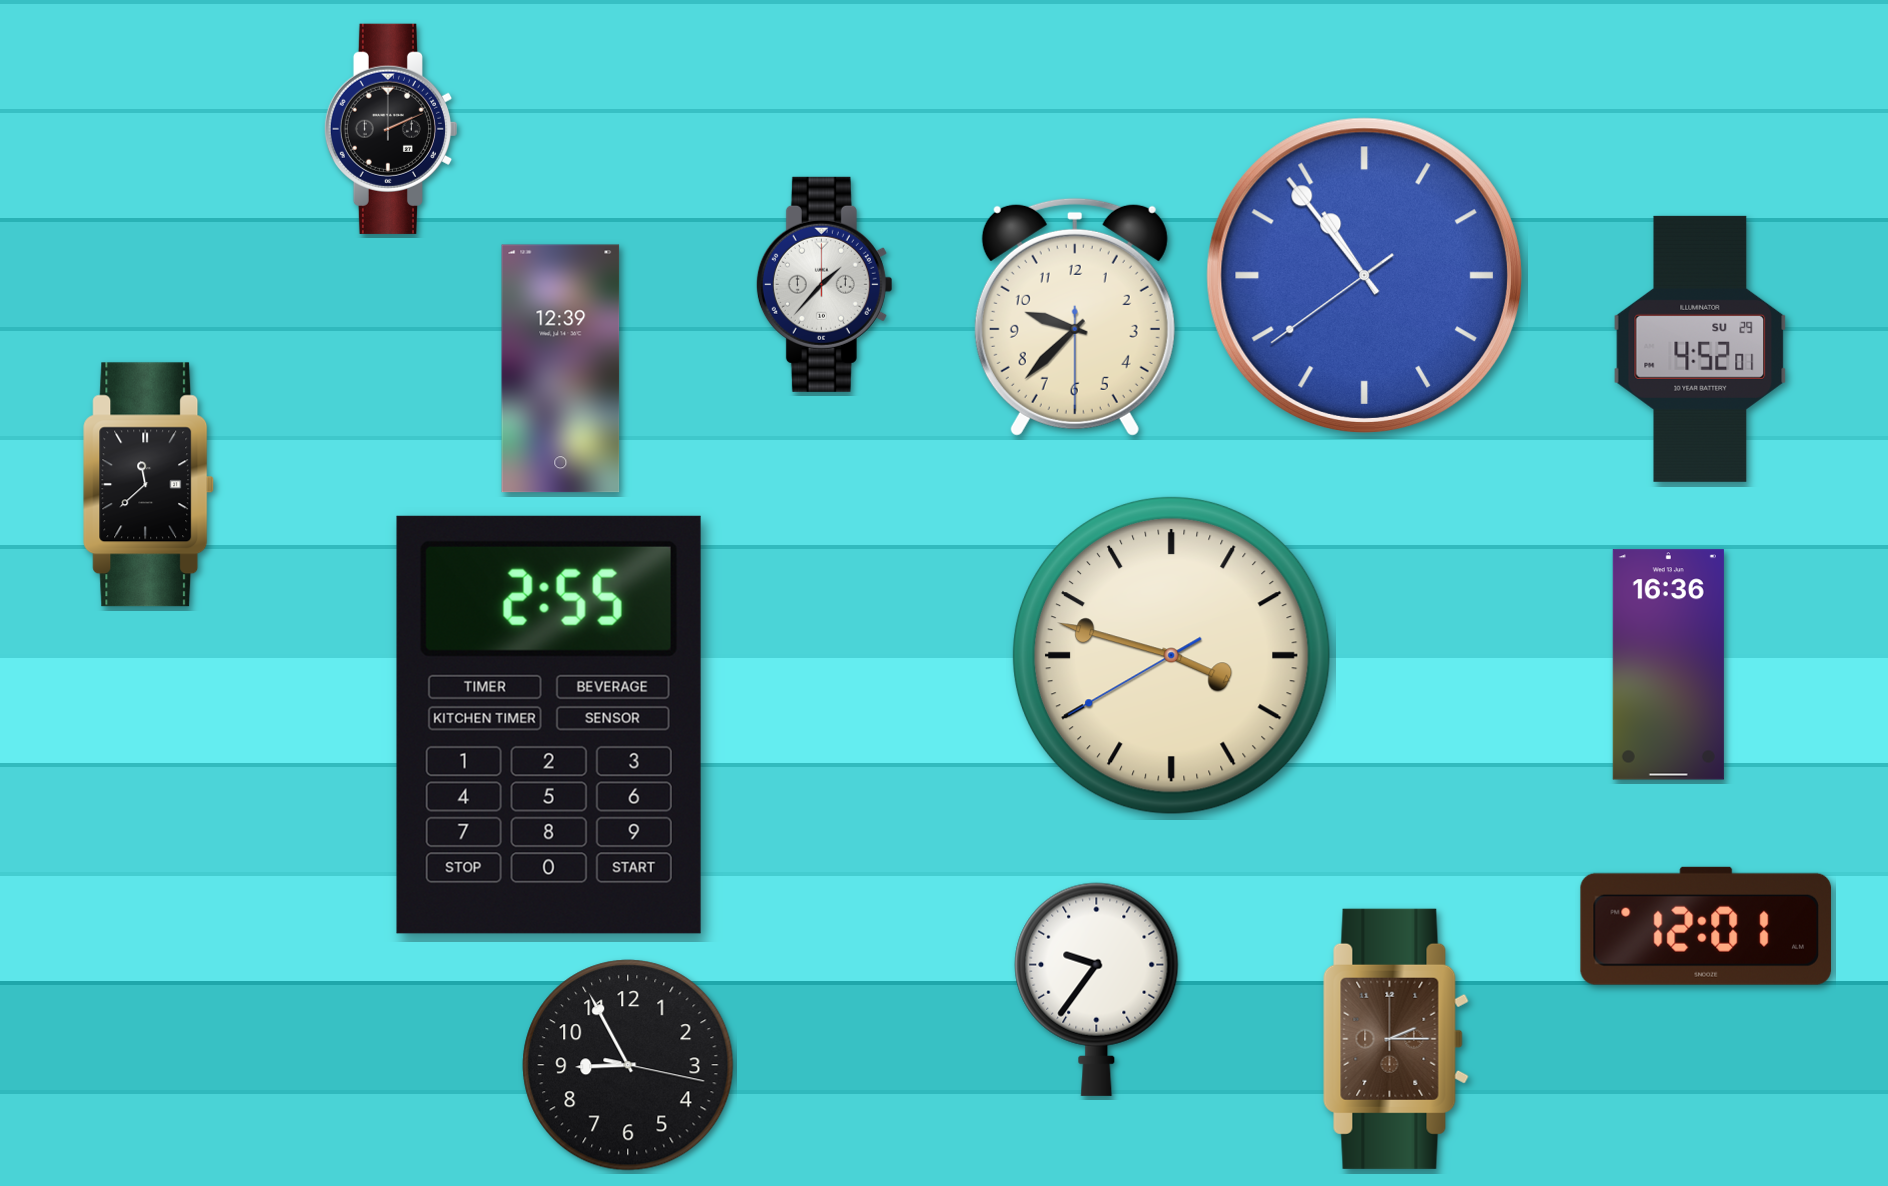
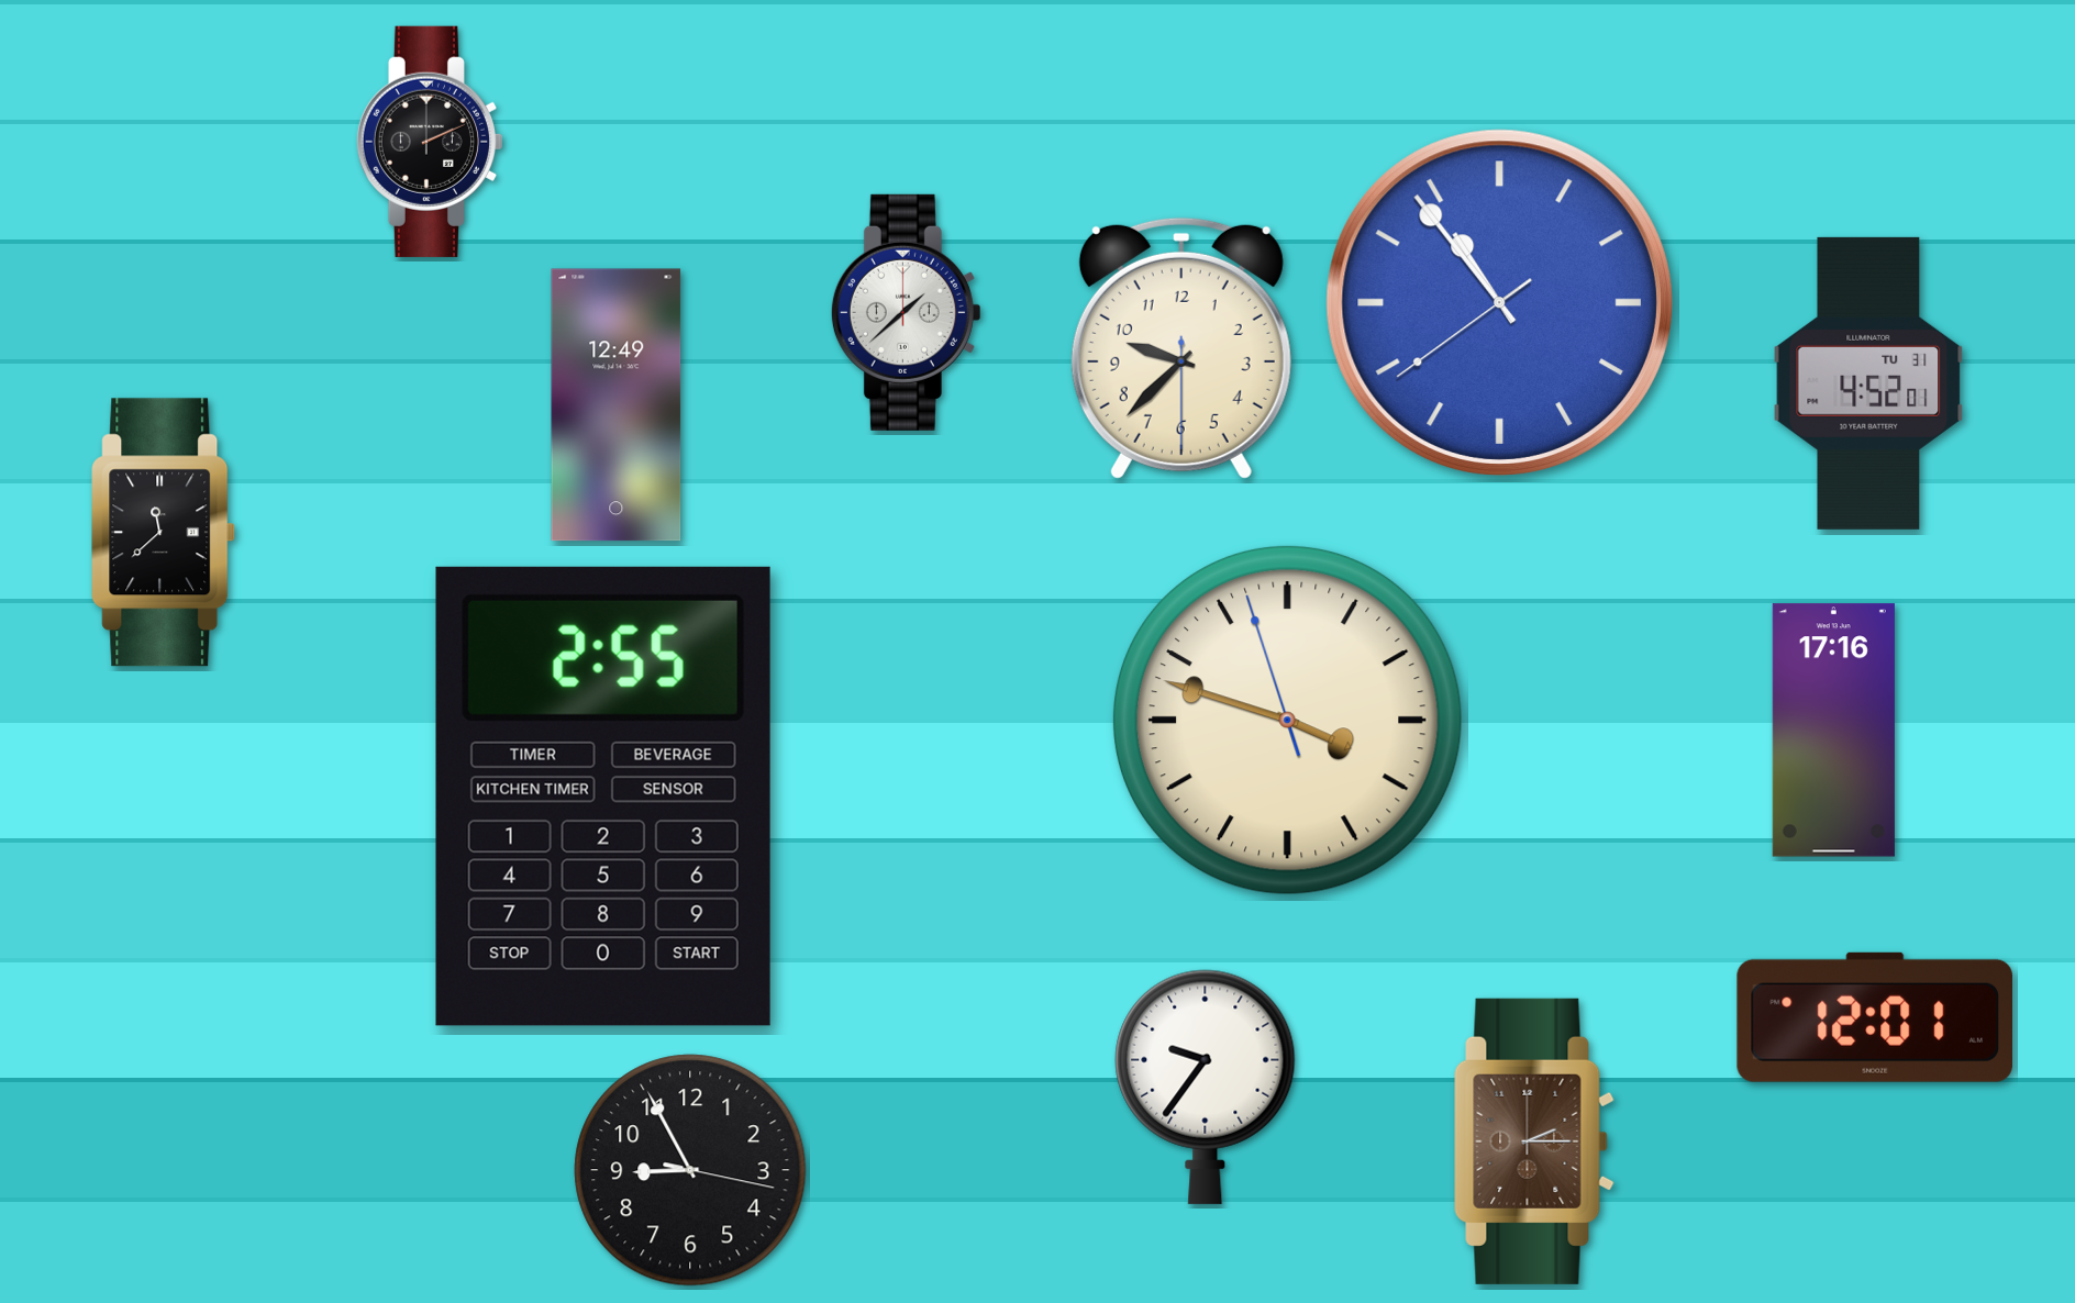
clock at (824, 284): 1:37 -> 1:38
clock at (1700, 349) date: SU 29 -> TU 31
clock at (561, 369): 12:39 -> 12:49
clock at (1171, 655): 3:47:40 -> 3:47:57
clock at (1668, 665): 16:36 -> 17:16
